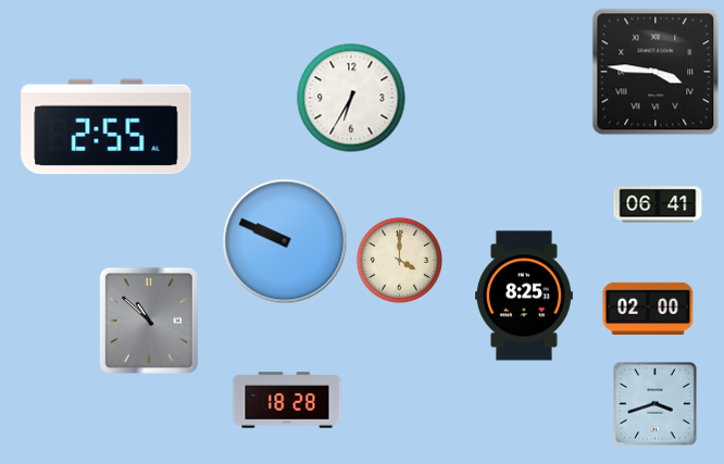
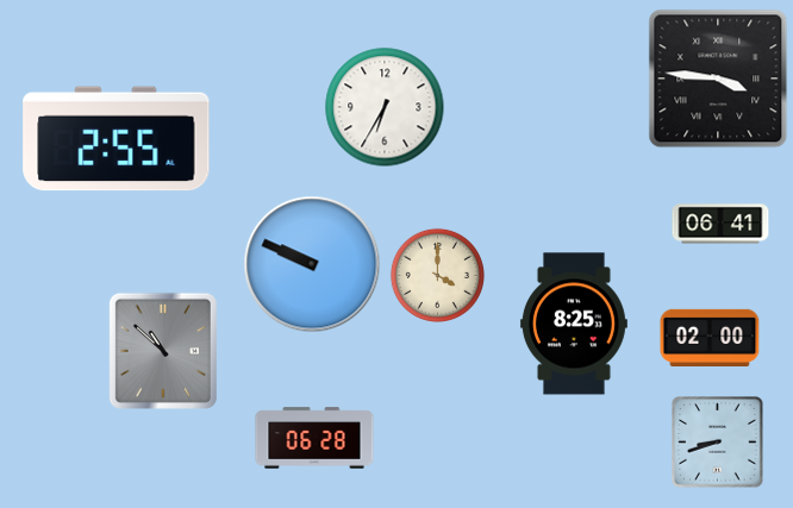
clock at (399, 260) position: (399, 260) -> (437, 275)
clock at (287, 400): 18:28 -> 06:28
clock at (656, 404): 3:42 -> 8:42
